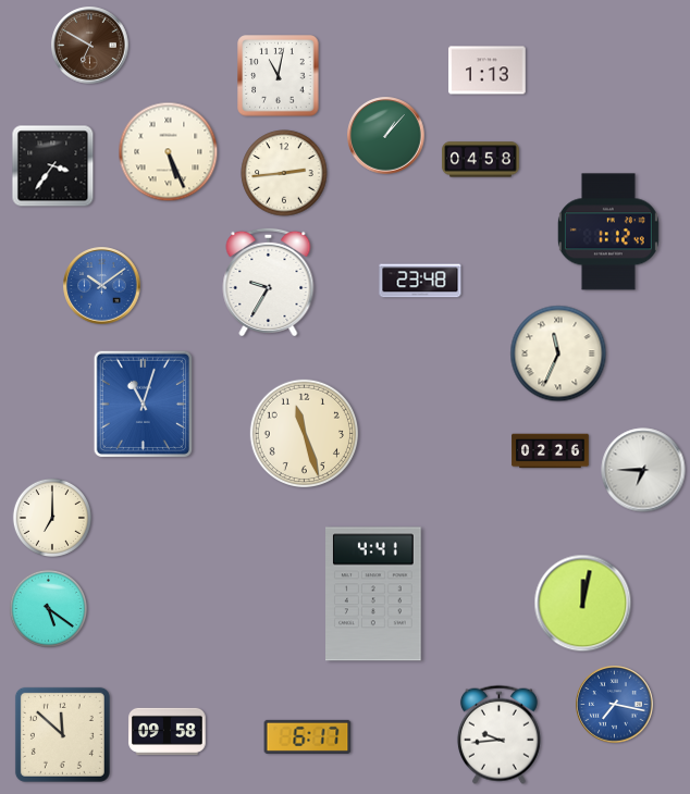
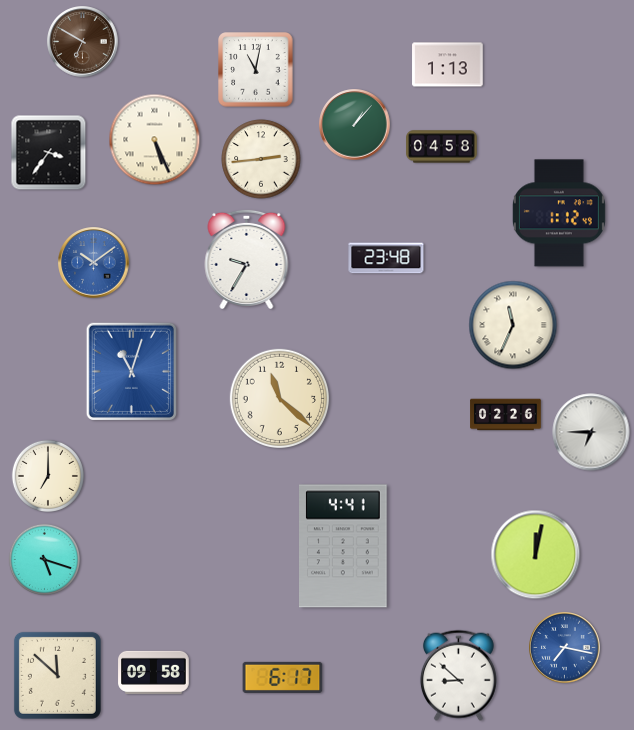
clock at (304, 433): 11:27 -> 11:22
clock at (48, 608): 5:21 -> 5:18
clock at (498, 734): 9:44 -> 8:52
